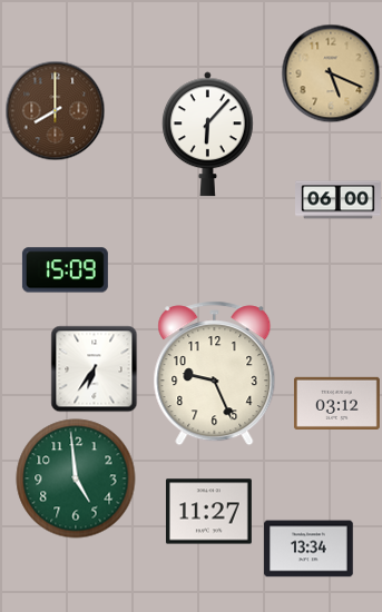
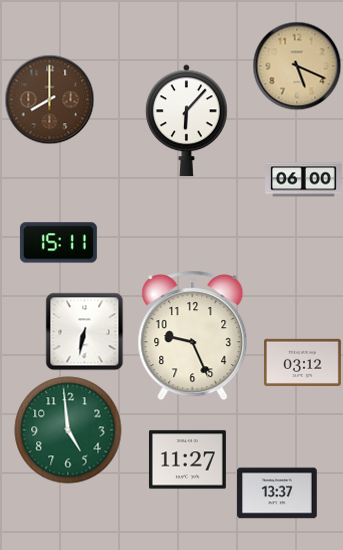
clock at (65, 270): 15:09 -> 15:11
clock at (94, 368): 6:36 -> 6:32
clock at (308, 549): 13:34 -> 13:37
